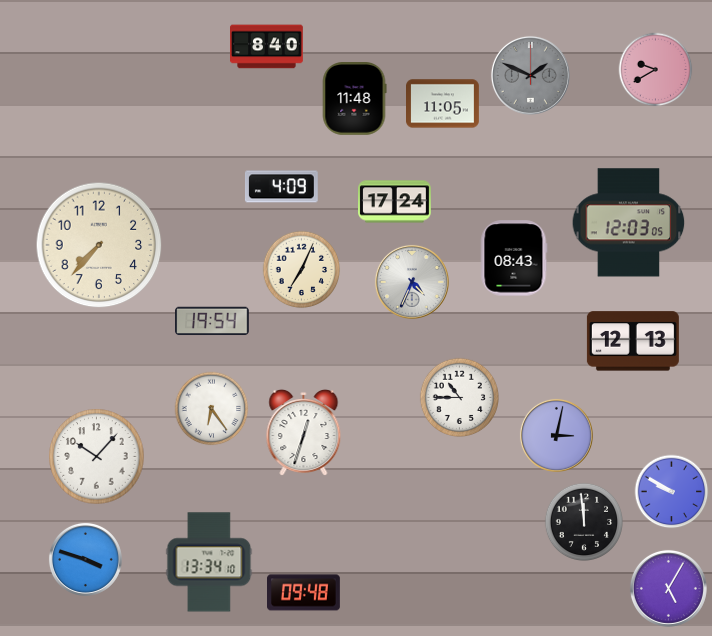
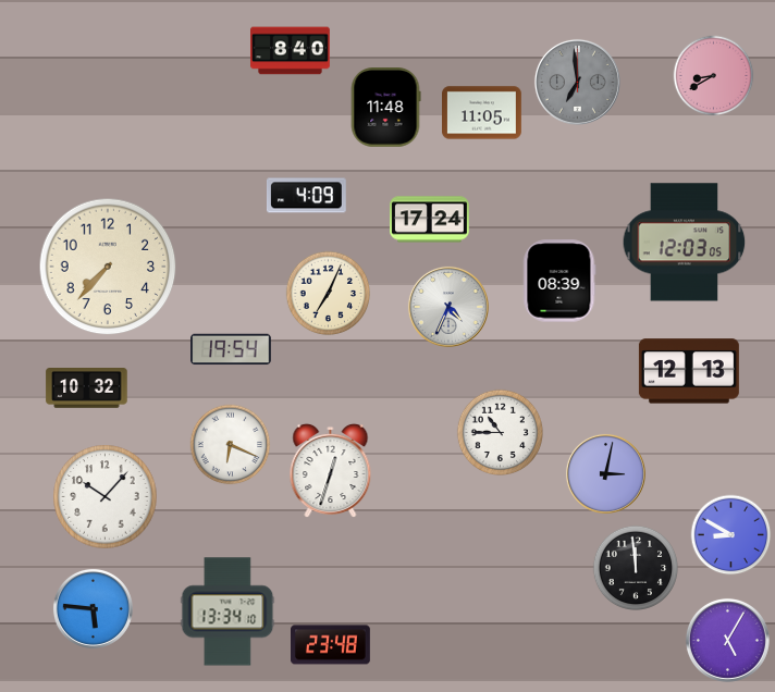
clock at (656, 70): 9:40 -> 8:40
clock at (530, 75): 1:49 -> 6:59
clock at (281, 187) position: (281, 187) -> (306, 196)
clock at (514, 258): 08:43 -> 08:39
clock at (87, 388): none -> 10:32
clock at (212, 409): 6:24 -> 6:19
clock at (672, 492): 9:50 -> 8:50
clock at (85, 559): 3:48 -> 5:46
clock at (304, 593): 09:48 -> 23:48
